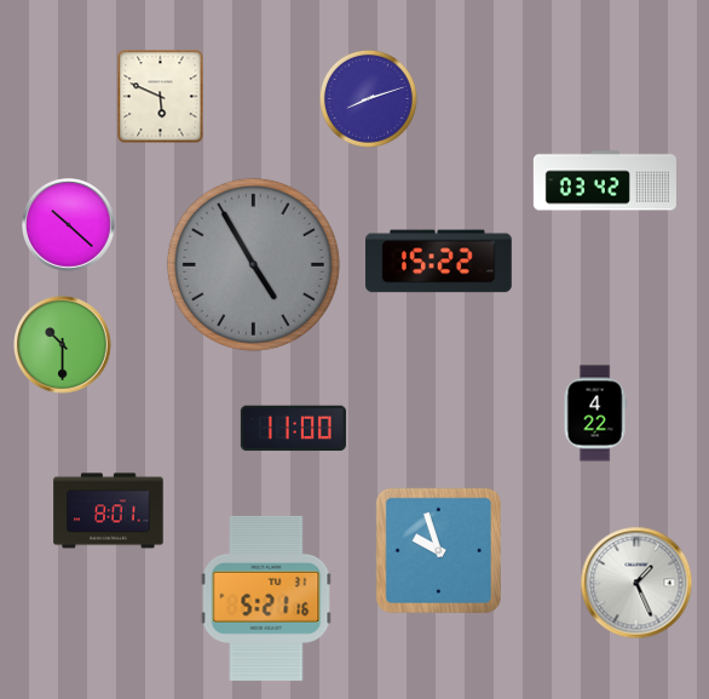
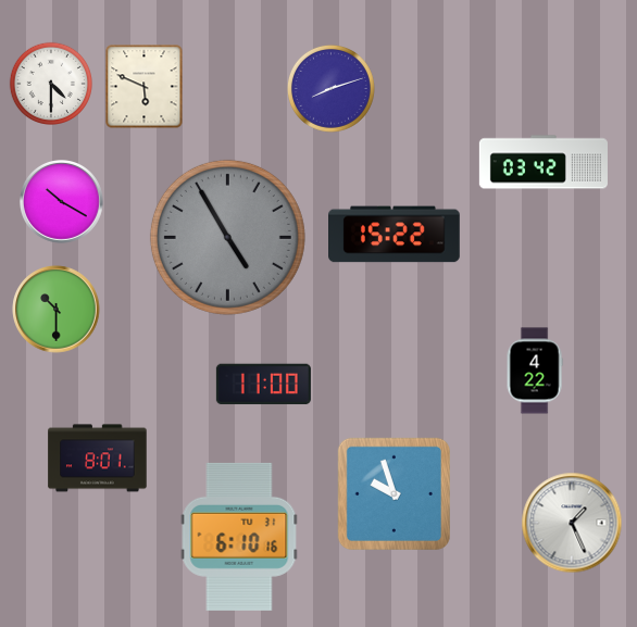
clock at (51, 84): none -> 4:30
clock at (69, 225): 10:22 -> 10:20
clock at (266, 598): 5:21 -> 6:10
